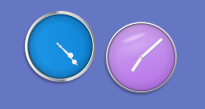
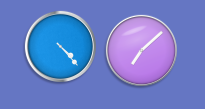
clock at (141, 57) position: (141, 57) -> (141, 50)
